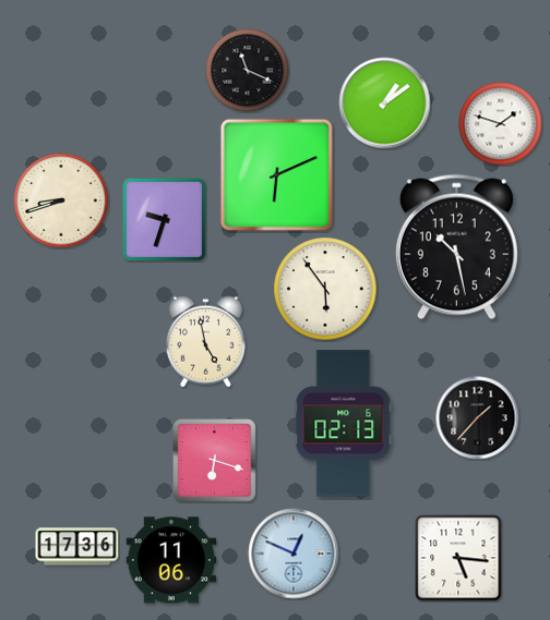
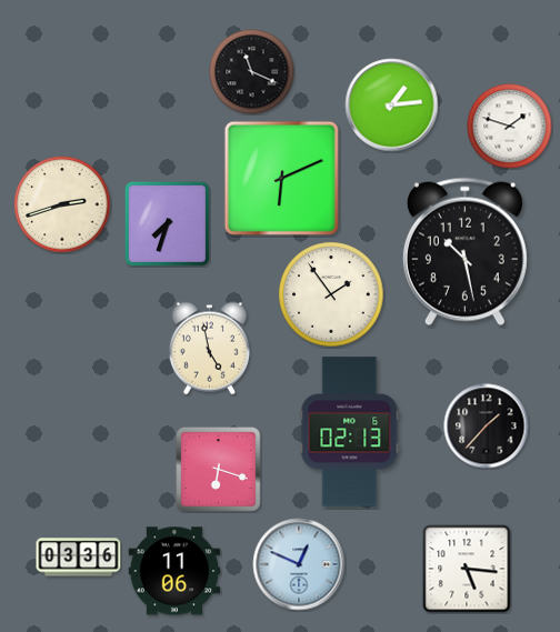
clock at (385, 104): 1:09 -> 1:14
clock at (61, 200): 8:42 -> 2:42
clock at (164, 219): 9:33 -> 7:33
clock at (325, 289): 5:54 -> 1:54
clock at (77, 547): 17:36 -> 03:36
